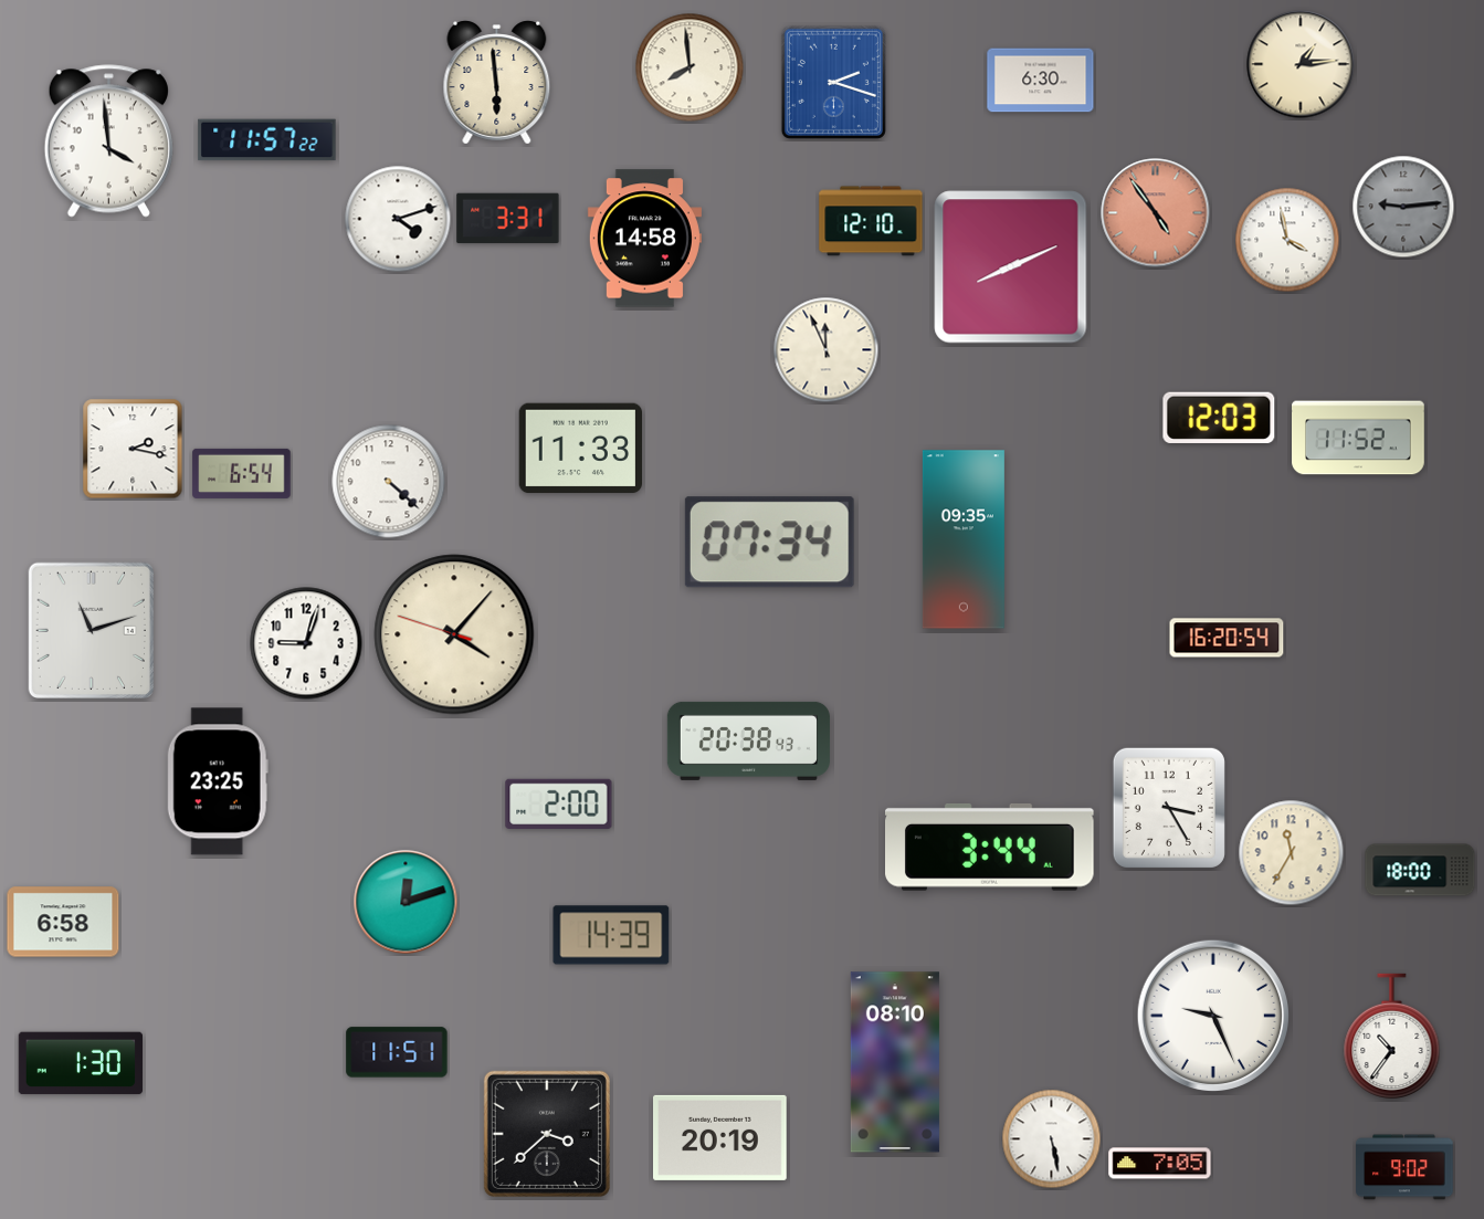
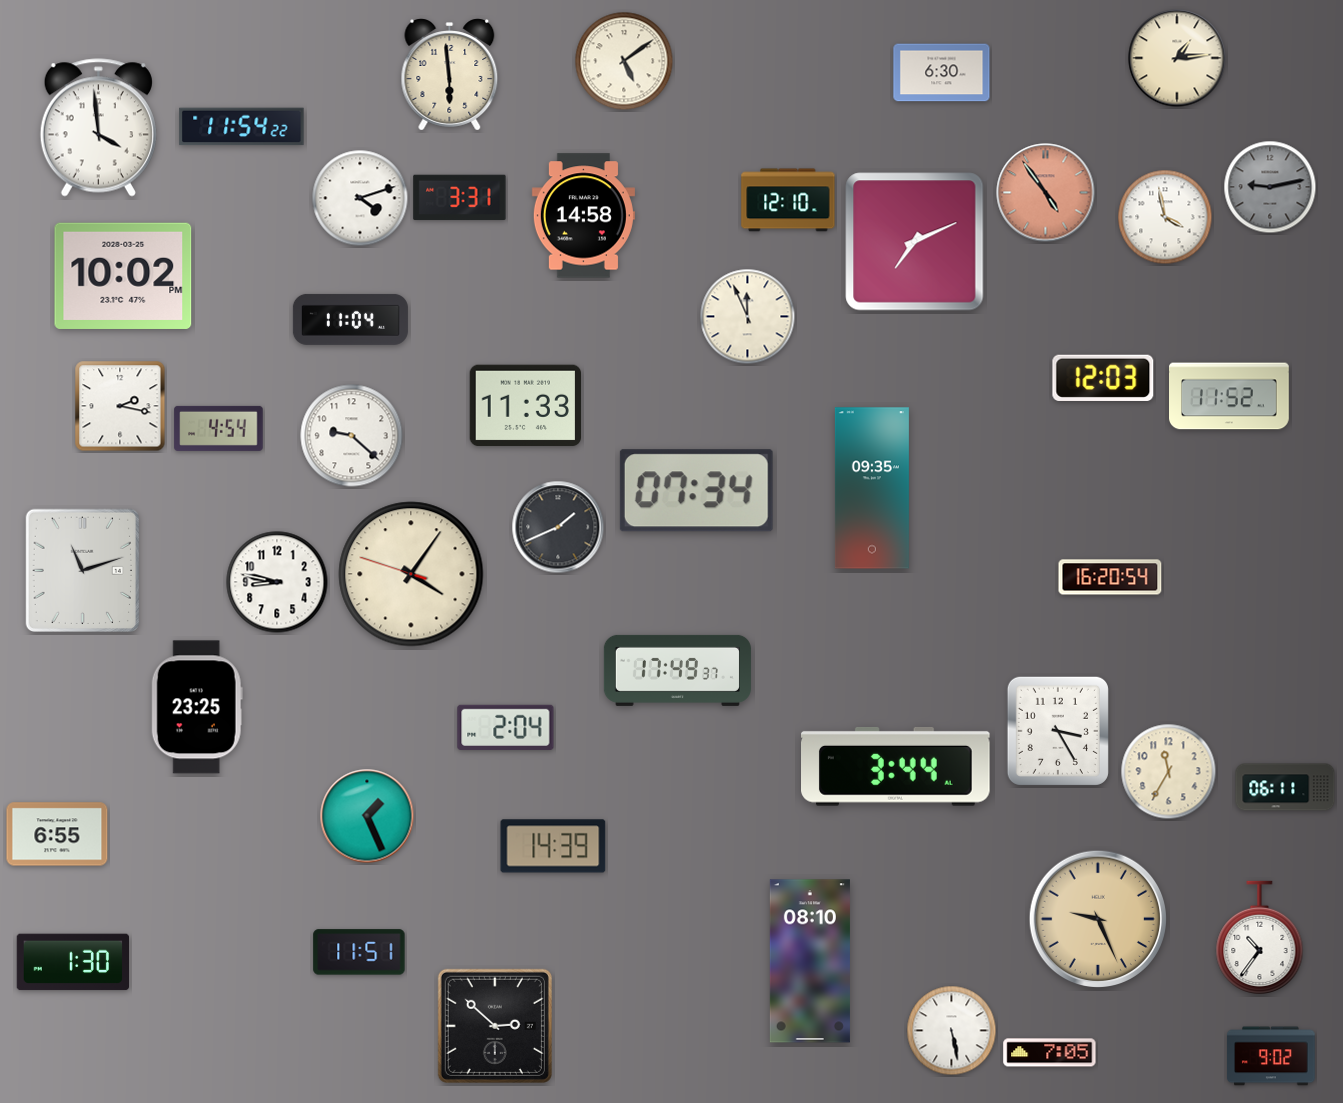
clock at (690, 67): 7:59 -> 5:09
clock at (833, 82): 2:18 -> none
clock at (267, 140): 11:57 -> 11:54
clock at (1403, 207): 9:14 -> 9:13
clock at (1011, 267): 8:11 -> 7:11
clock at (123, 276): none -> 10:02
clock at (350, 319): none -> 11:04
clock at (242, 473): 6:54 -> 4:54
clock at (389, 482): 4:22 -> 9:22
clock at (558, 527): none -> 1:41
clock at (454, 634): 4:06 -> 4:05
clock at (306, 643): 9:03 -> 8:47
clock at (748, 740): 20:38 -> 17:49
clock at (559, 803): 2:00 -> 2:04
clock at (1420, 870): 18:00 -> 06:11
clock at (406, 902): 12:12 -> 1:26
clock at (63, 922): 6:58 -> 6:55
clock at (1212, 1015) dial: white -> champagne
clock at (547, 1134): 3:38 -> 2:52
clock at (720, 1137): 20:19 -> none
